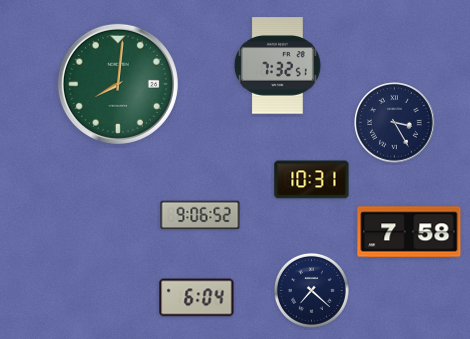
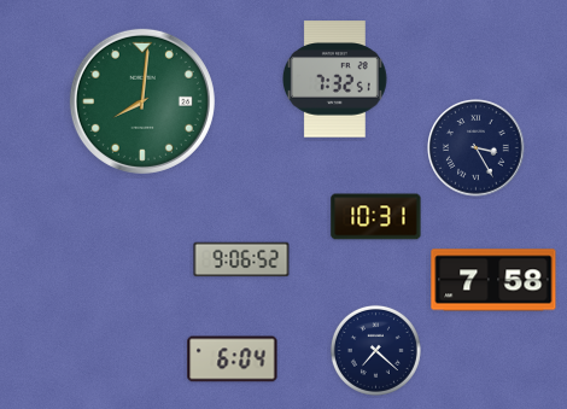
clock at (197, 298) position: (197, 298) -> (233, 360)
